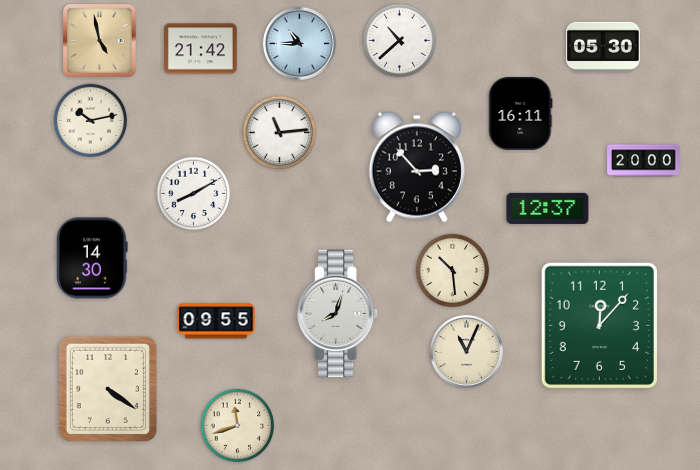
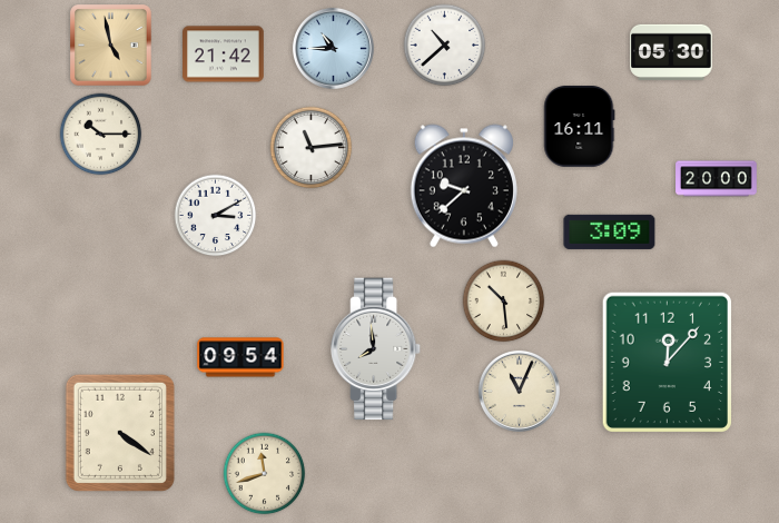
clock at (91, 121): 10:13 -> 10:15
clock at (417, 167): 2:53 -> 9:38
clock at (194, 194): 8:10 -> 3:10
clock at (548, 208): 12:37 -> 3:09
clock at (92, 258): 14:30 -> none
clock at (339, 314): 8:03 -> 7:59
clock at (216, 321): 09:55 -> 09:54
